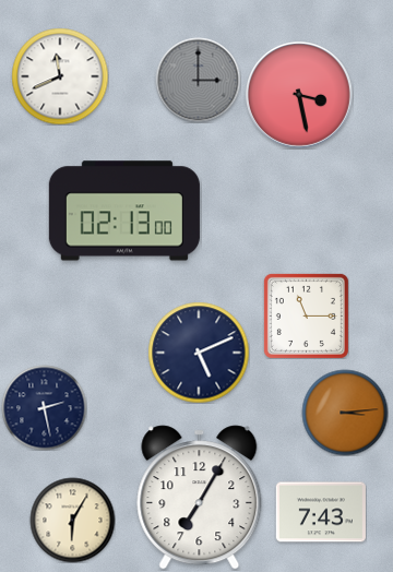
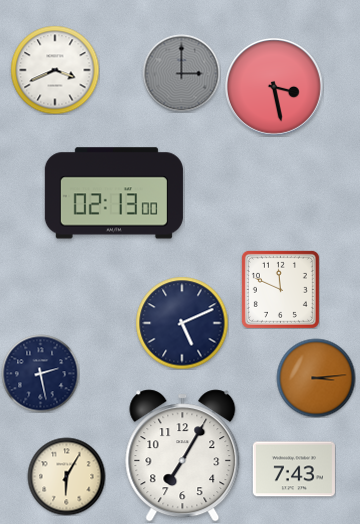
clock at (60, 76): 11:41 -> 3:41
clock at (306, 315): 11:15 -> 11:49
